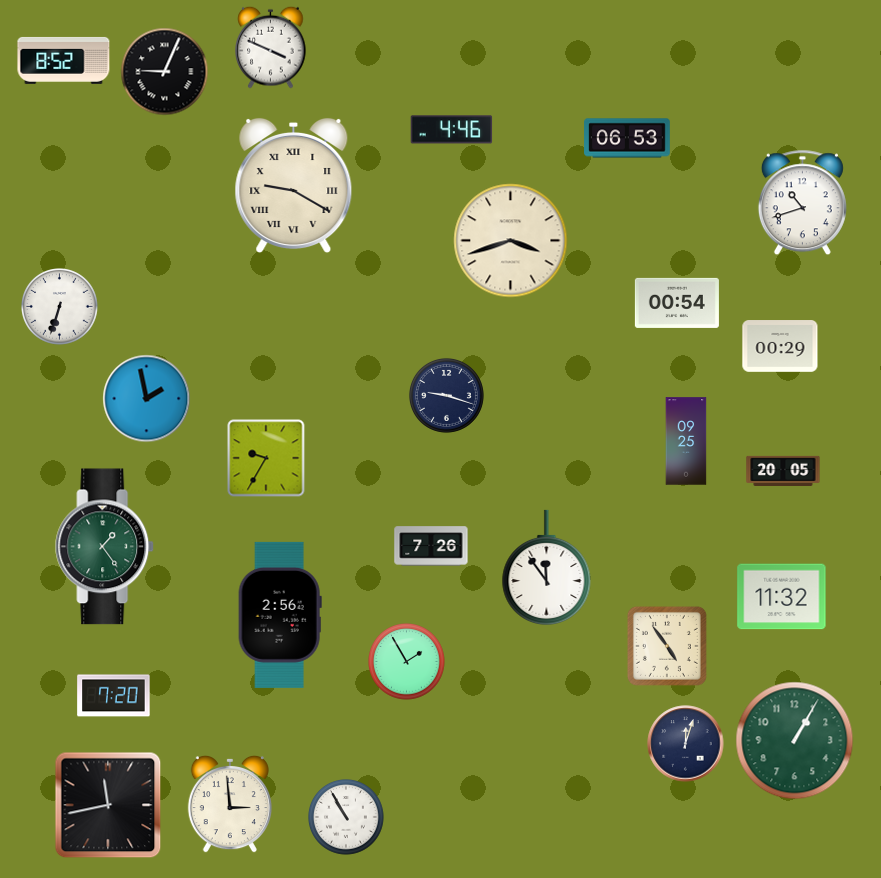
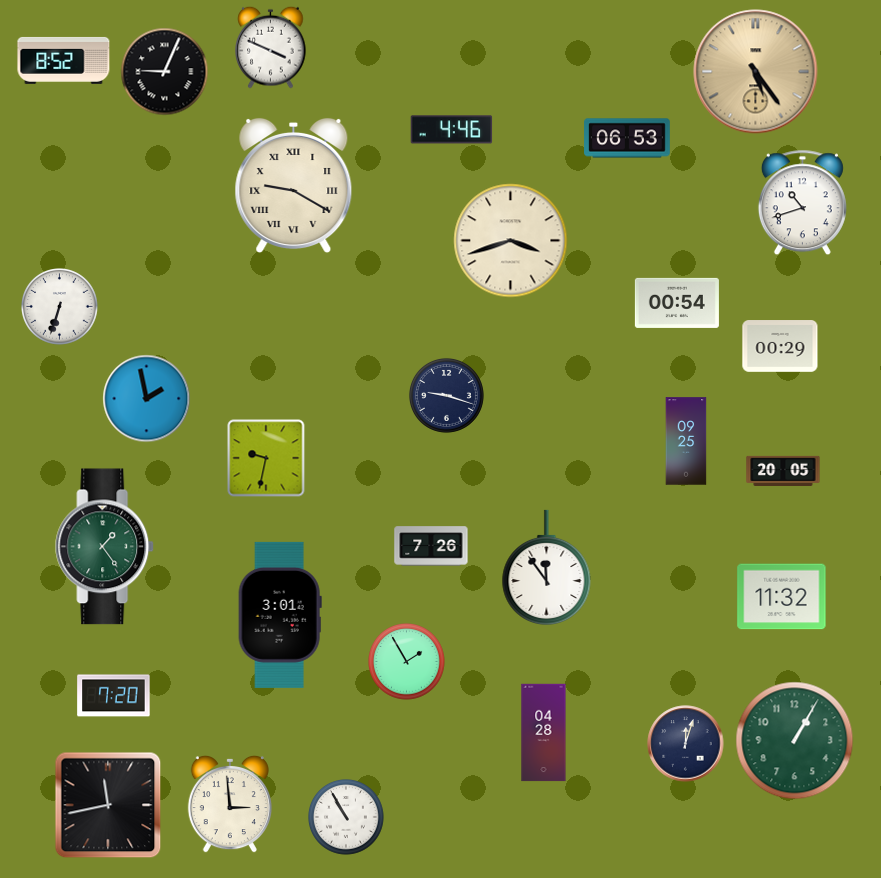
clock at (756, 72): none -> 5:24
clock at (266, 458): 9:35 -> 9:32
clock at (280, 615): 2:56 -> 3:01
clock at (667, 646): 4:54 -> none
clock at (544, 733): none -> 04:28
